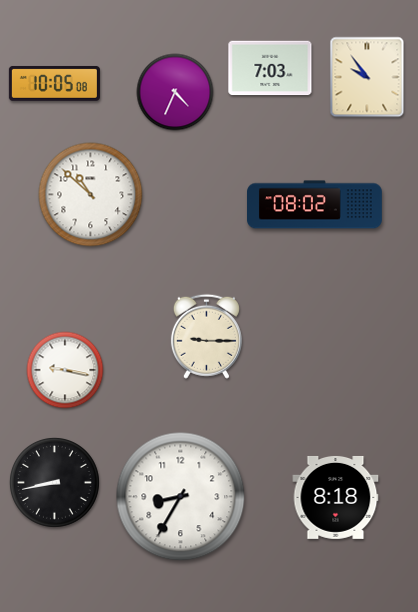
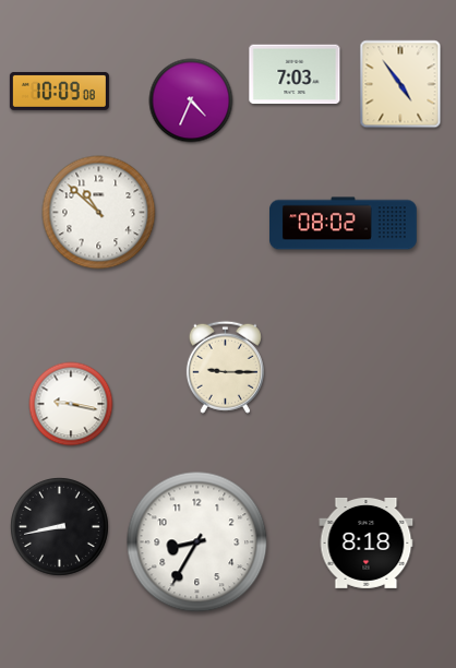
clock at (367, 77): 9:54 -> 4:54
clock at (54, 83): 10:05 -> 10:09
